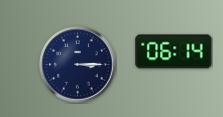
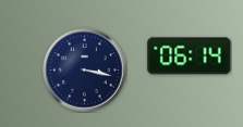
clock at (78, 65): 3:15 -> 3:17
